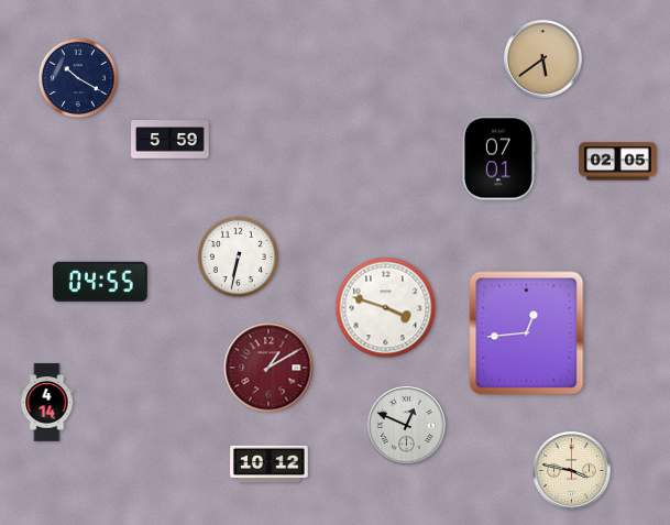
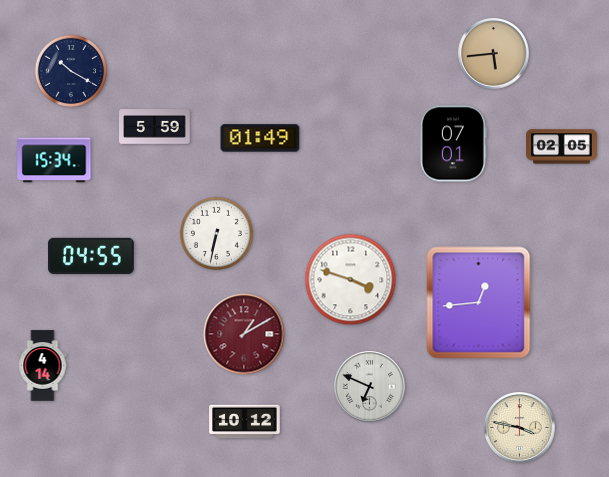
clock at (543, 59): 5:39 -> 5:44
clock at (260, 138): none -> 01:49
clock at (54, 160): none -> 15:34
clock at (407, 426): 12:49 -> 6:49
